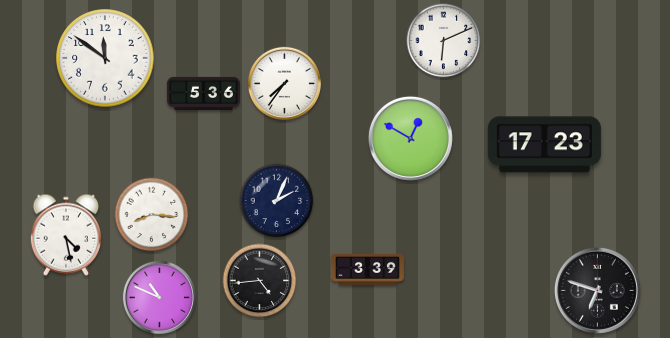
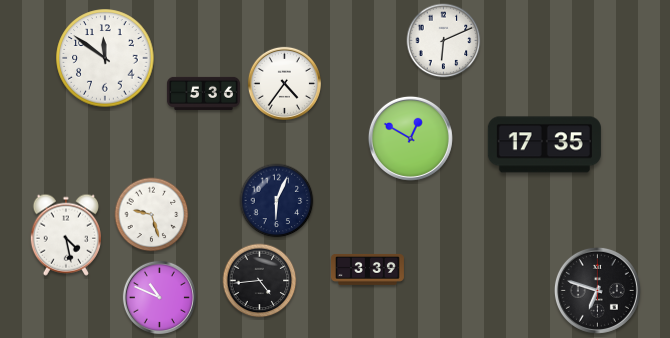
clock at (284, 83): 7:36 -> 4:36
clock at (544, 145): 17:23 -> 17:35
clock at (277, 201): 2:04 -> 6:04
clock at (152, 215): 8:16 -> 9:27
